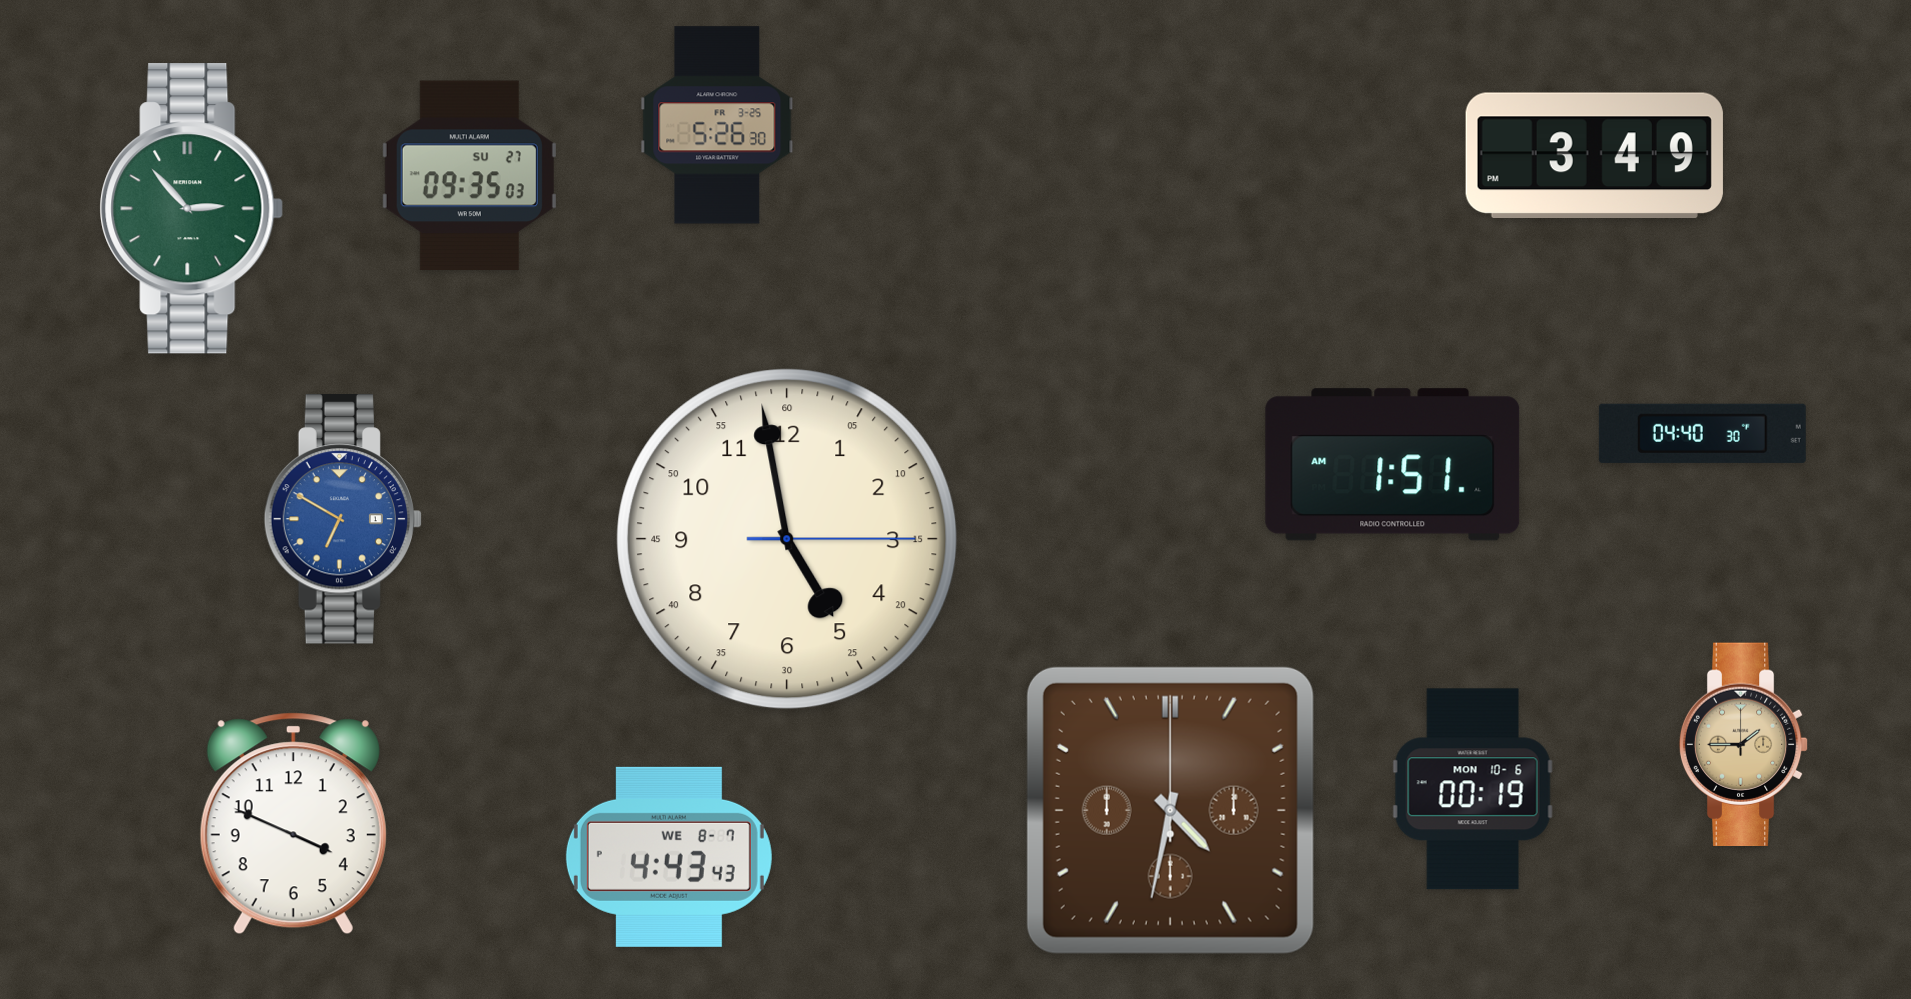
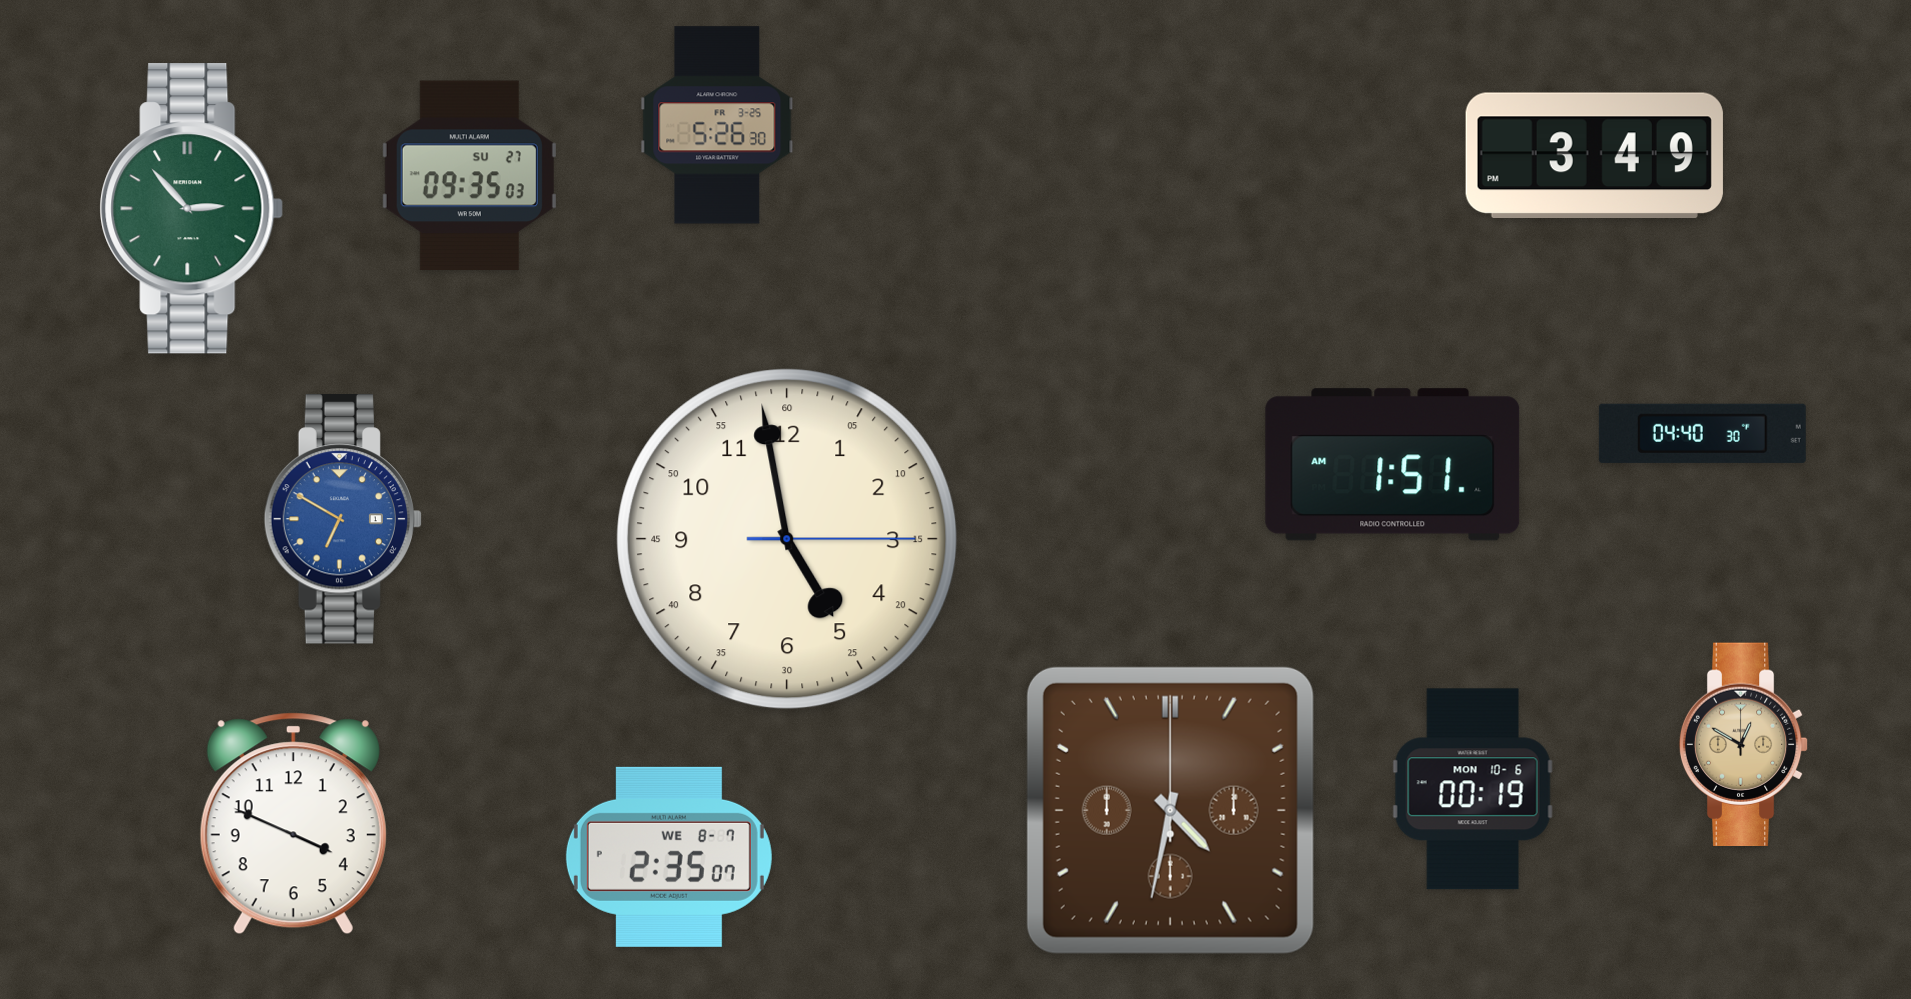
clock at (1744, 744): 1:45 -> 12:50
clock at (669, 857): 4:43 -> 2:35
